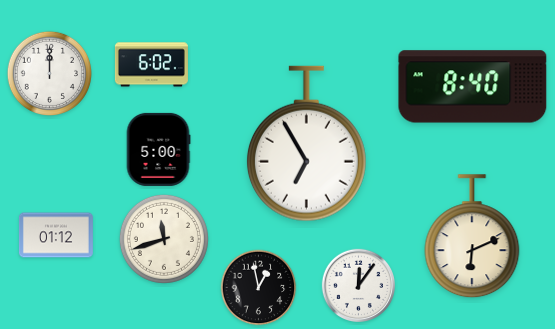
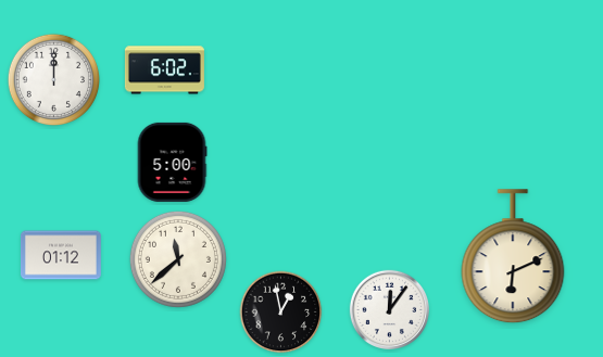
clock at (473, 87): 8:40 -> none
clock at (306, 144): 6:55 -> none
clock at (164, 239): 11:42 -> 11:38
